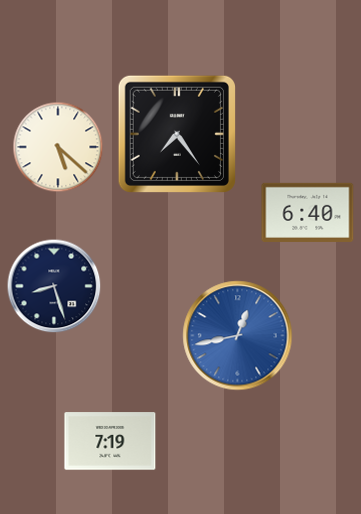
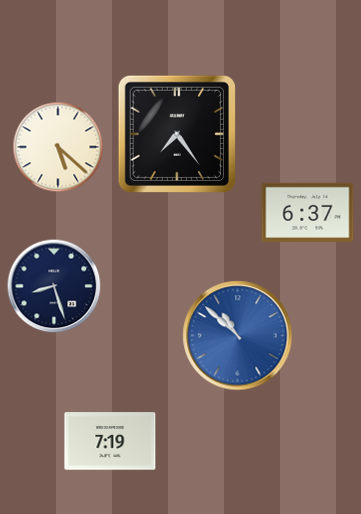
clock at (308, 212): 6:40 -> 6:37
clock at (238, 336): 12:43 -> 10:52
